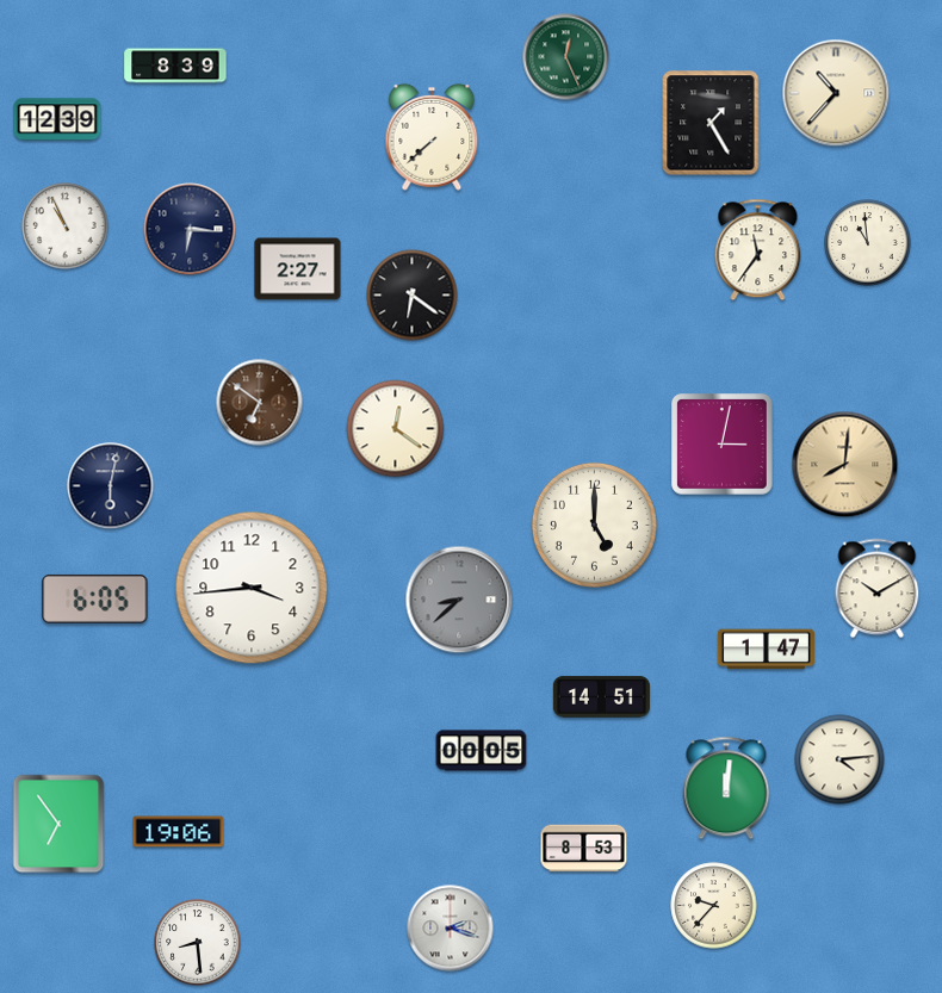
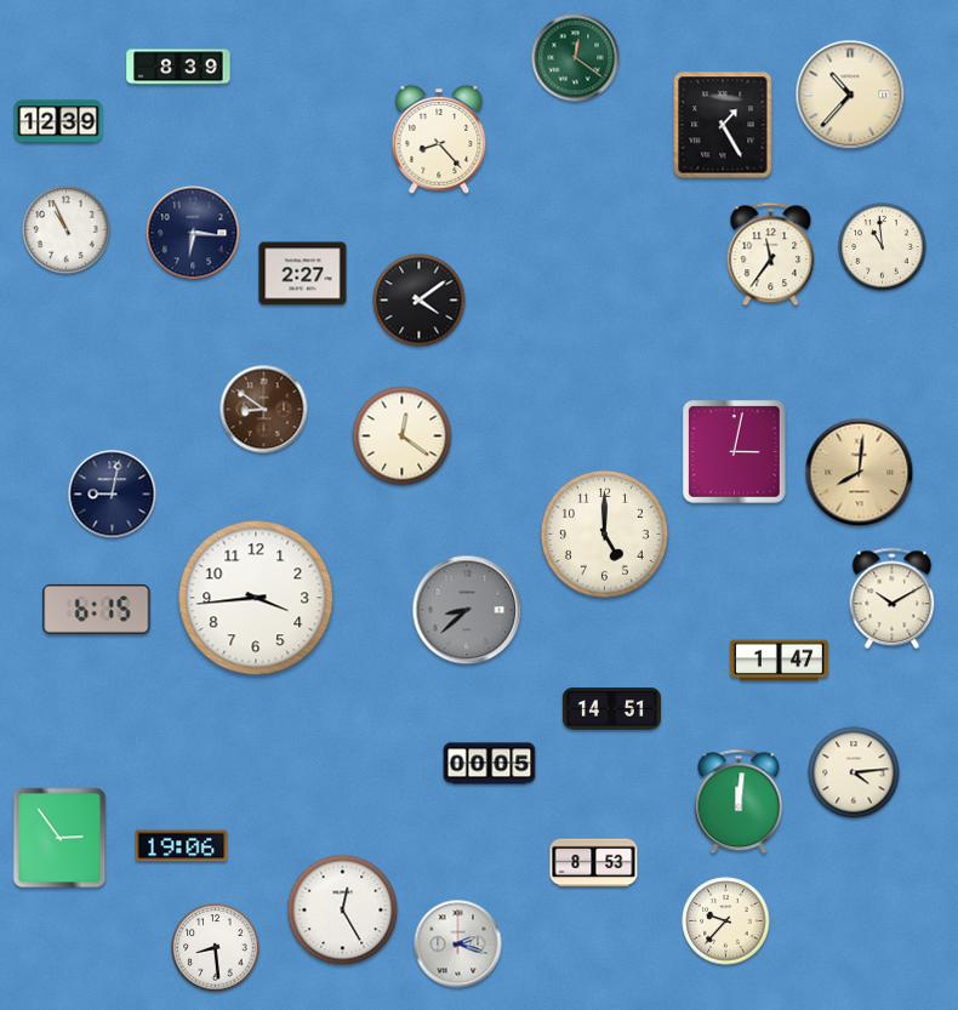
clock at (566, 57): 12:26 -> 12:21
clock at (432, 137): 7:38 -> 8:23
clock at (413, 296): 6:21 -> 4:09
clock at (260, 403): 6:51 -> 8:51
clock at (111, 486): 6:02 -> 9:02
clock at (95, 598): 6:05 -> 6:15
clock at (58, 824): 6:54 -> 2:54
clock at (343, 911): none -> 12:25
clock at (198, 943) position: (198, 943) -> (216, 948)
